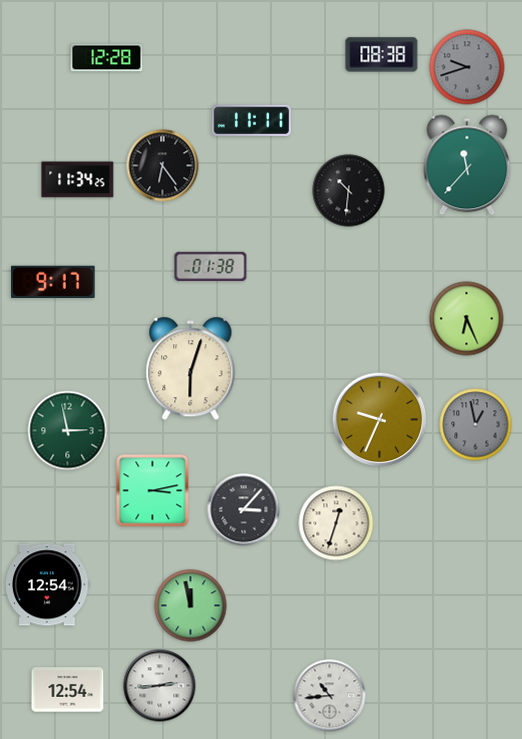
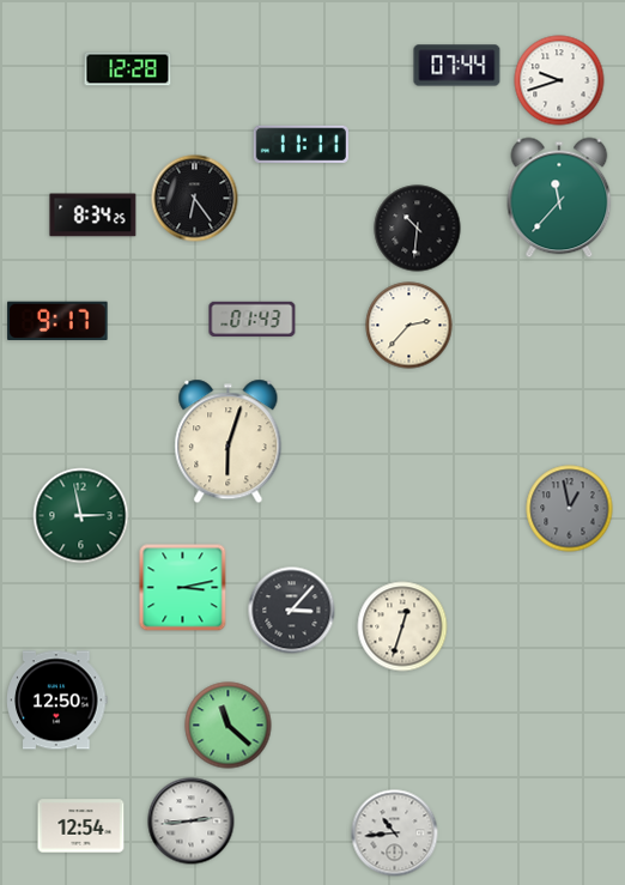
clock at (382, 55): 08:38 -> 07:44
clock at (467, 67) dial: grey -> white
clock at (78, 180): 11:34 -> 8:34
clock at (211, 266): 01:38 -> 01:43
clock at (409, 326): none -> 2:37
clock at (53, 281) position: (53, 281) -> (57, 320)
clock at (467, 319): 6:26 -> none
clock at (380, 420): 9:34 -> none
clock at (48, 585): 12:54 -> 12:50
clock at (191, 606): 11:58 -> 11:22
